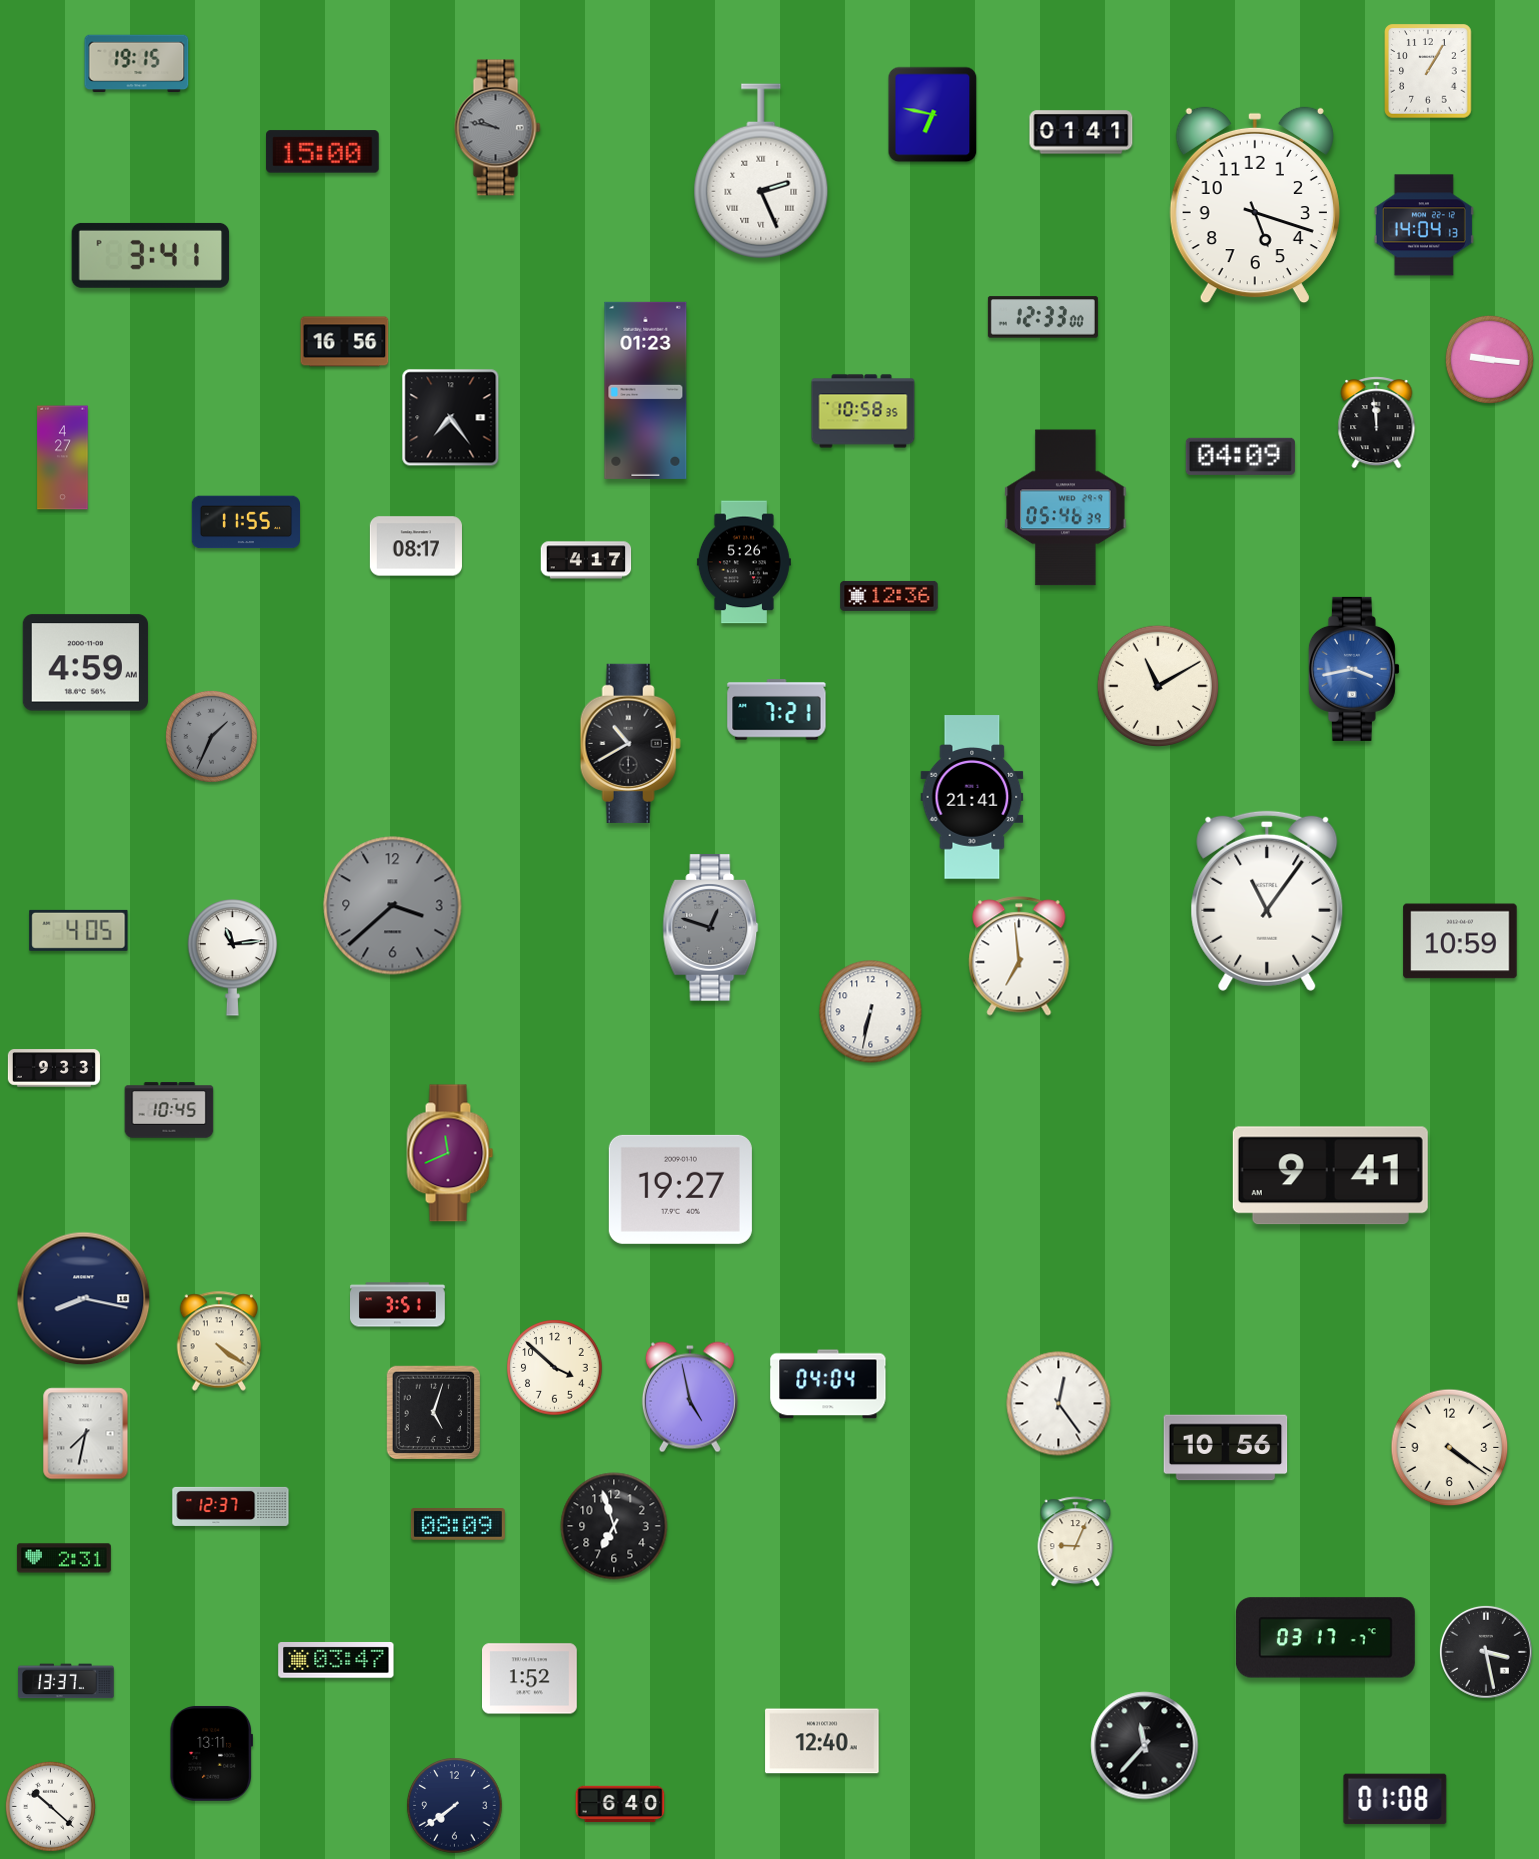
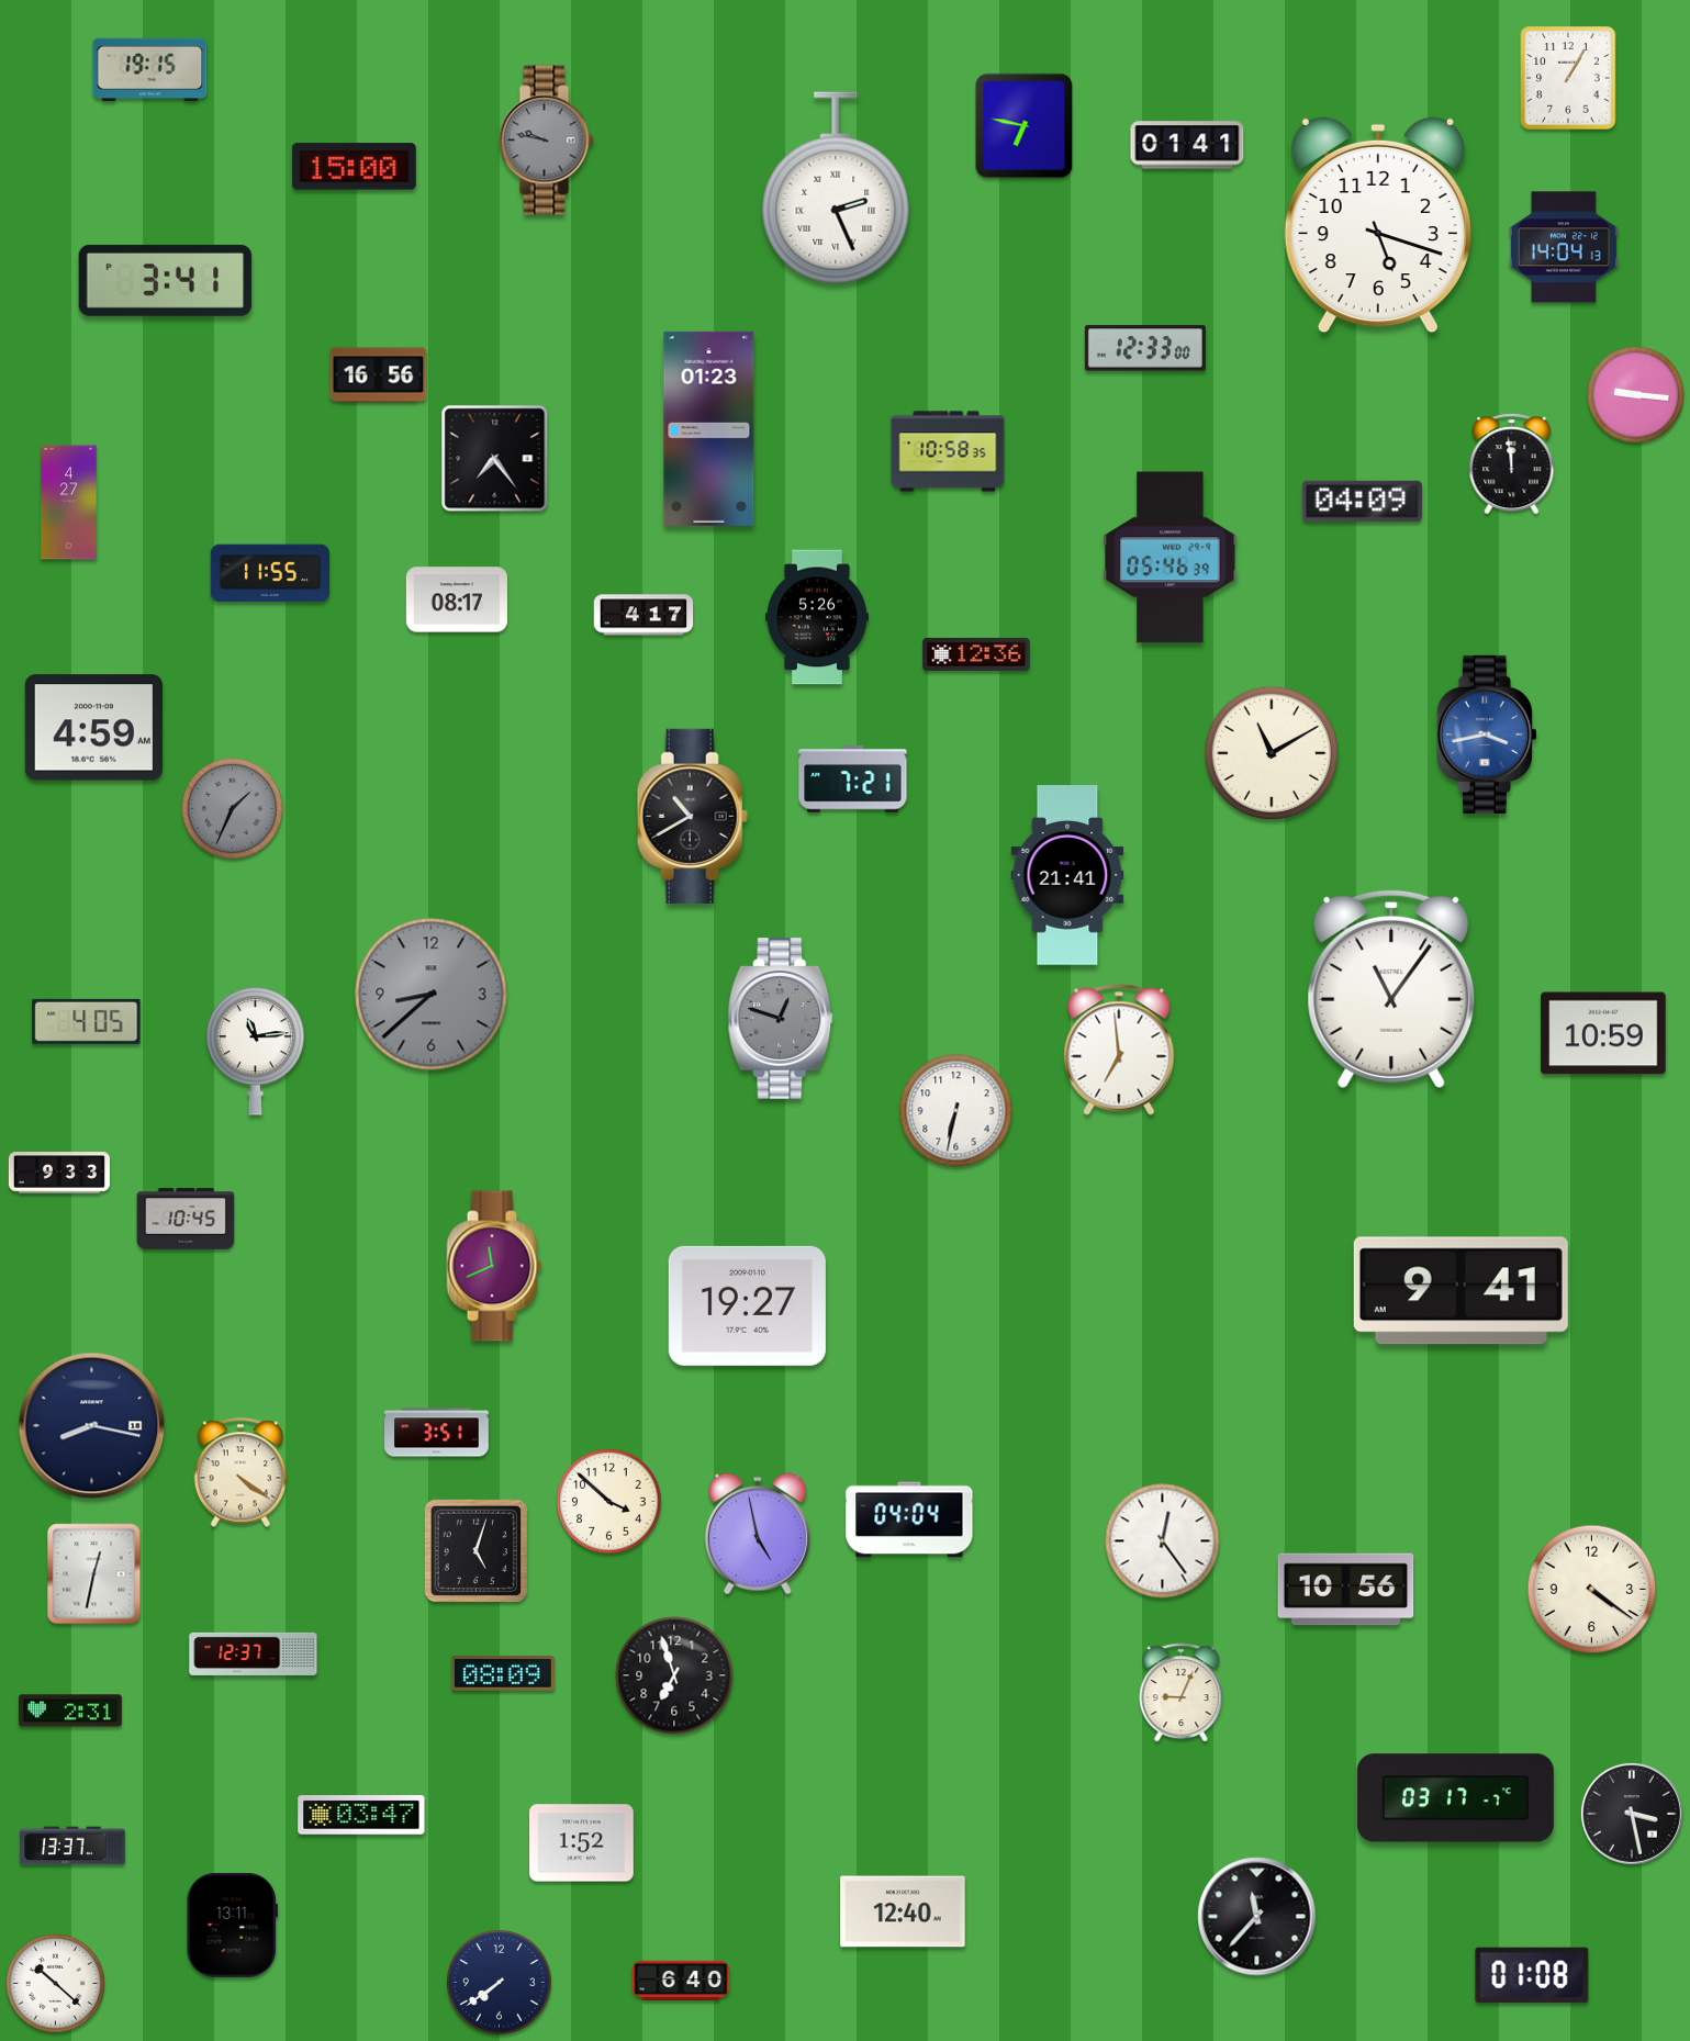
clock at (393, 906): 3:38 -> 8:38
clock at (86, 1434): 7:32 -> 12:32
clock at (336, 1661) position: (336, 1661) -> (361, 1816)
